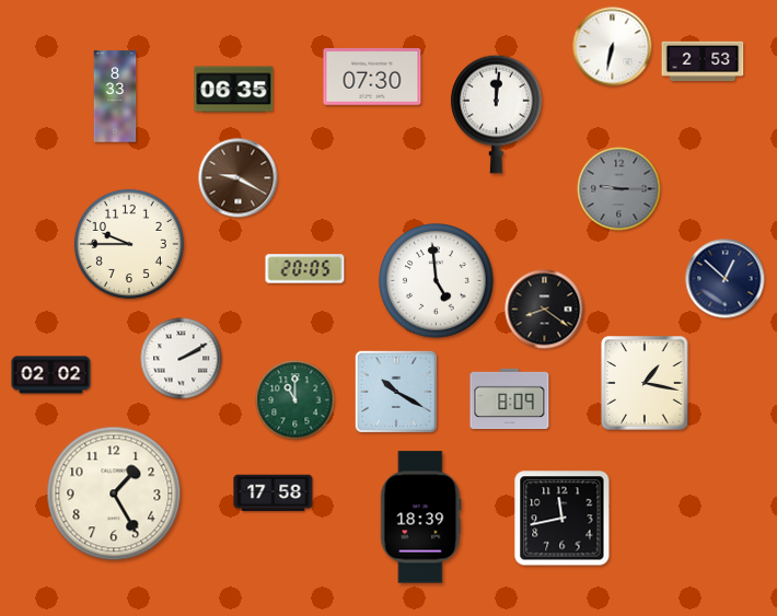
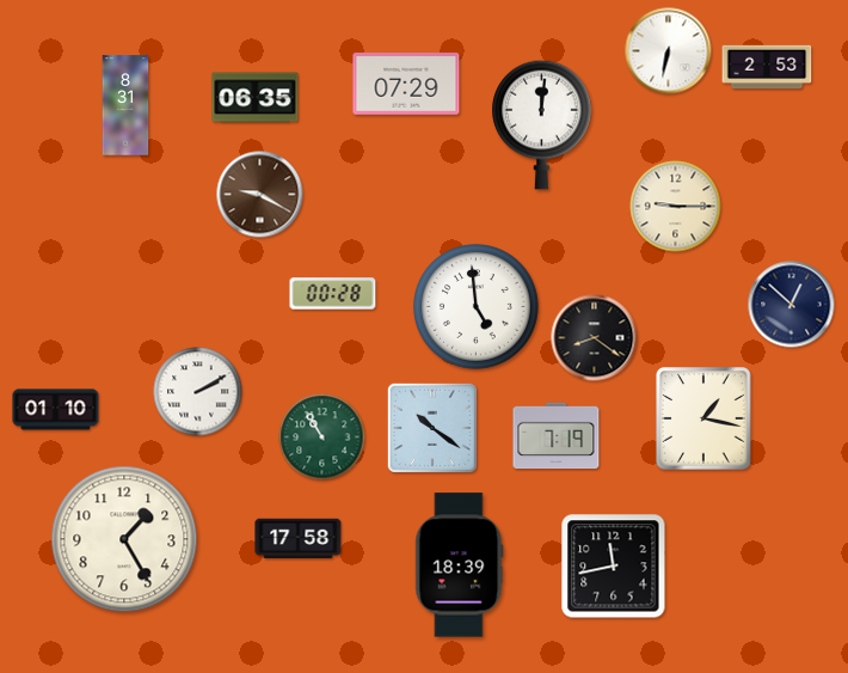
clock at (372, 78): 07:30 -> 07:29
clock at (115, 96): 8:33 -> 8:31
clock at (619, 189) dial: grey -> cream
clock at (129, 244): 9:45 -> none
clock at (305, 269): 20:05 -> 00:28
clock at (51, 375): 02:02 -> 01:10
clock at (396, 392): 10:20 -> 10:21
clock at (510, 399): 8:09 -> 7:19
clock at (295, 400): 11:00 -> 10:55
